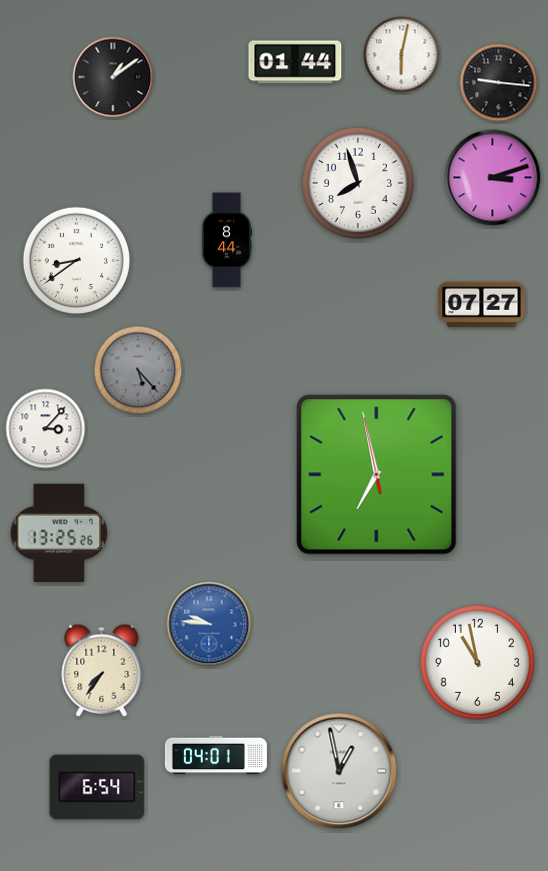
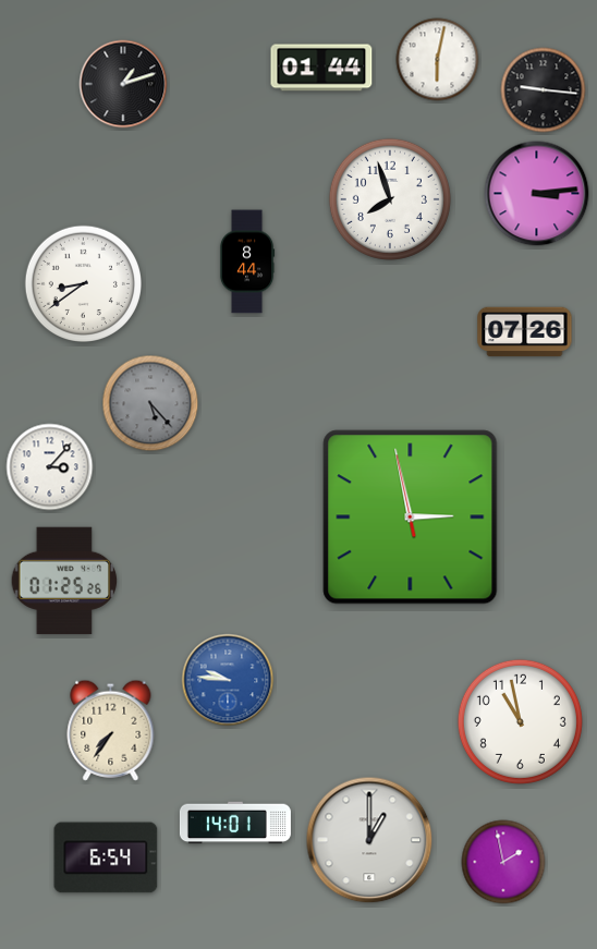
clock at (113, 77): 1:09 -> 1:12
clock at (493, 178): 3:12 -> 3:14
clock at (482, 305): 07:27 -> 07:26
clock at (377, 475): 6:57 -> 2:57
clock at (59, 533): 13:25 -> 01:25
clock at (216, 755): 04:01 -> 14:01
clock at (339, 771): 12:58 -> 1:00
clock at (503, 862): none -> 1:58
